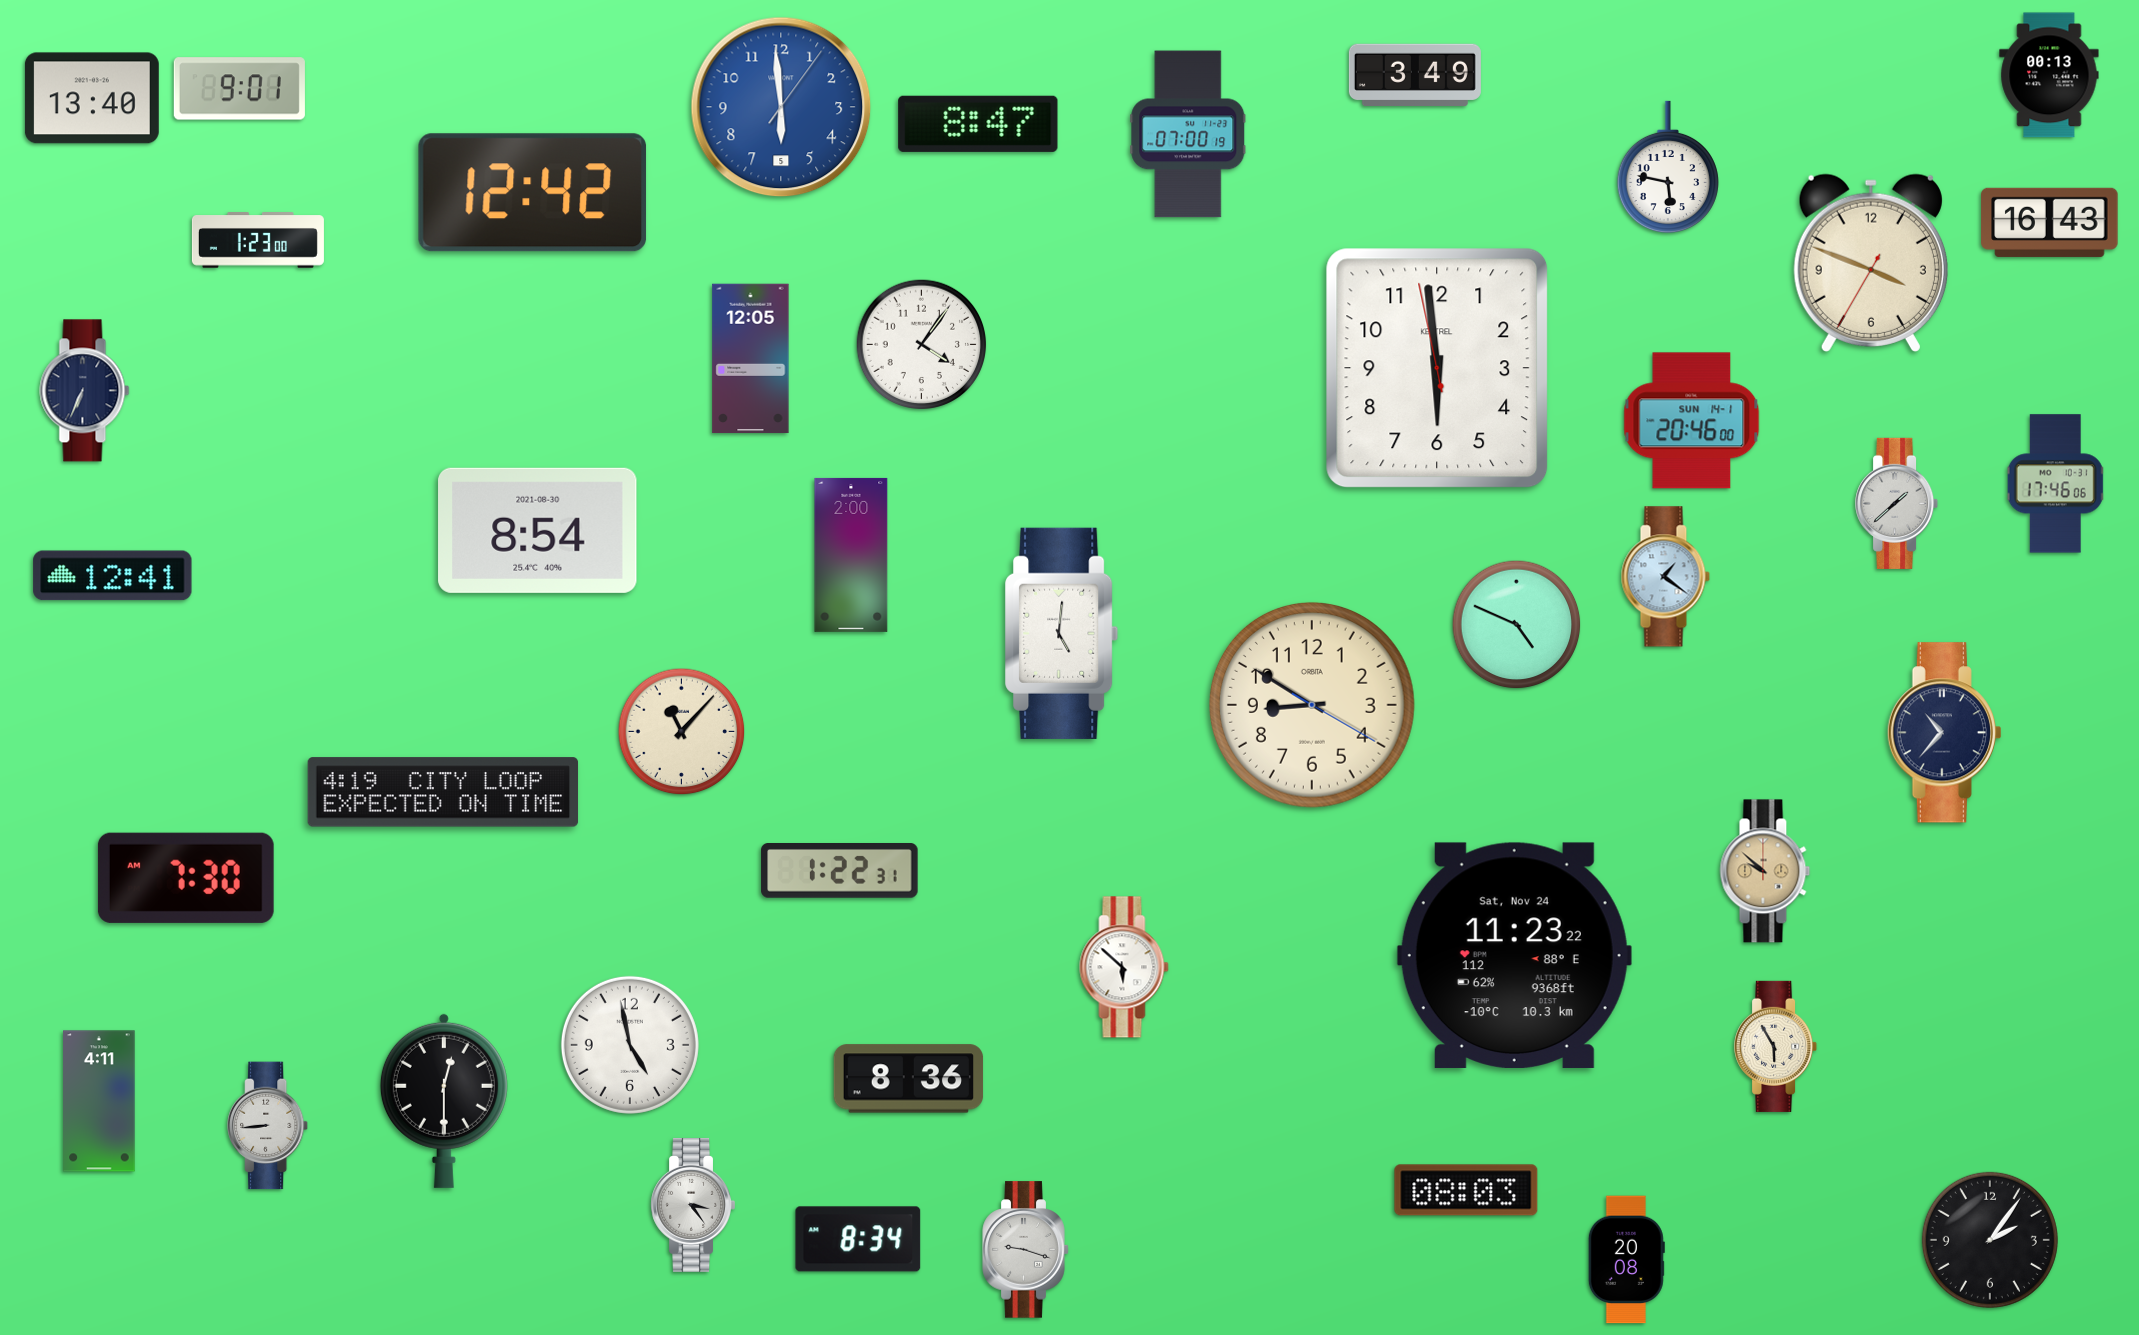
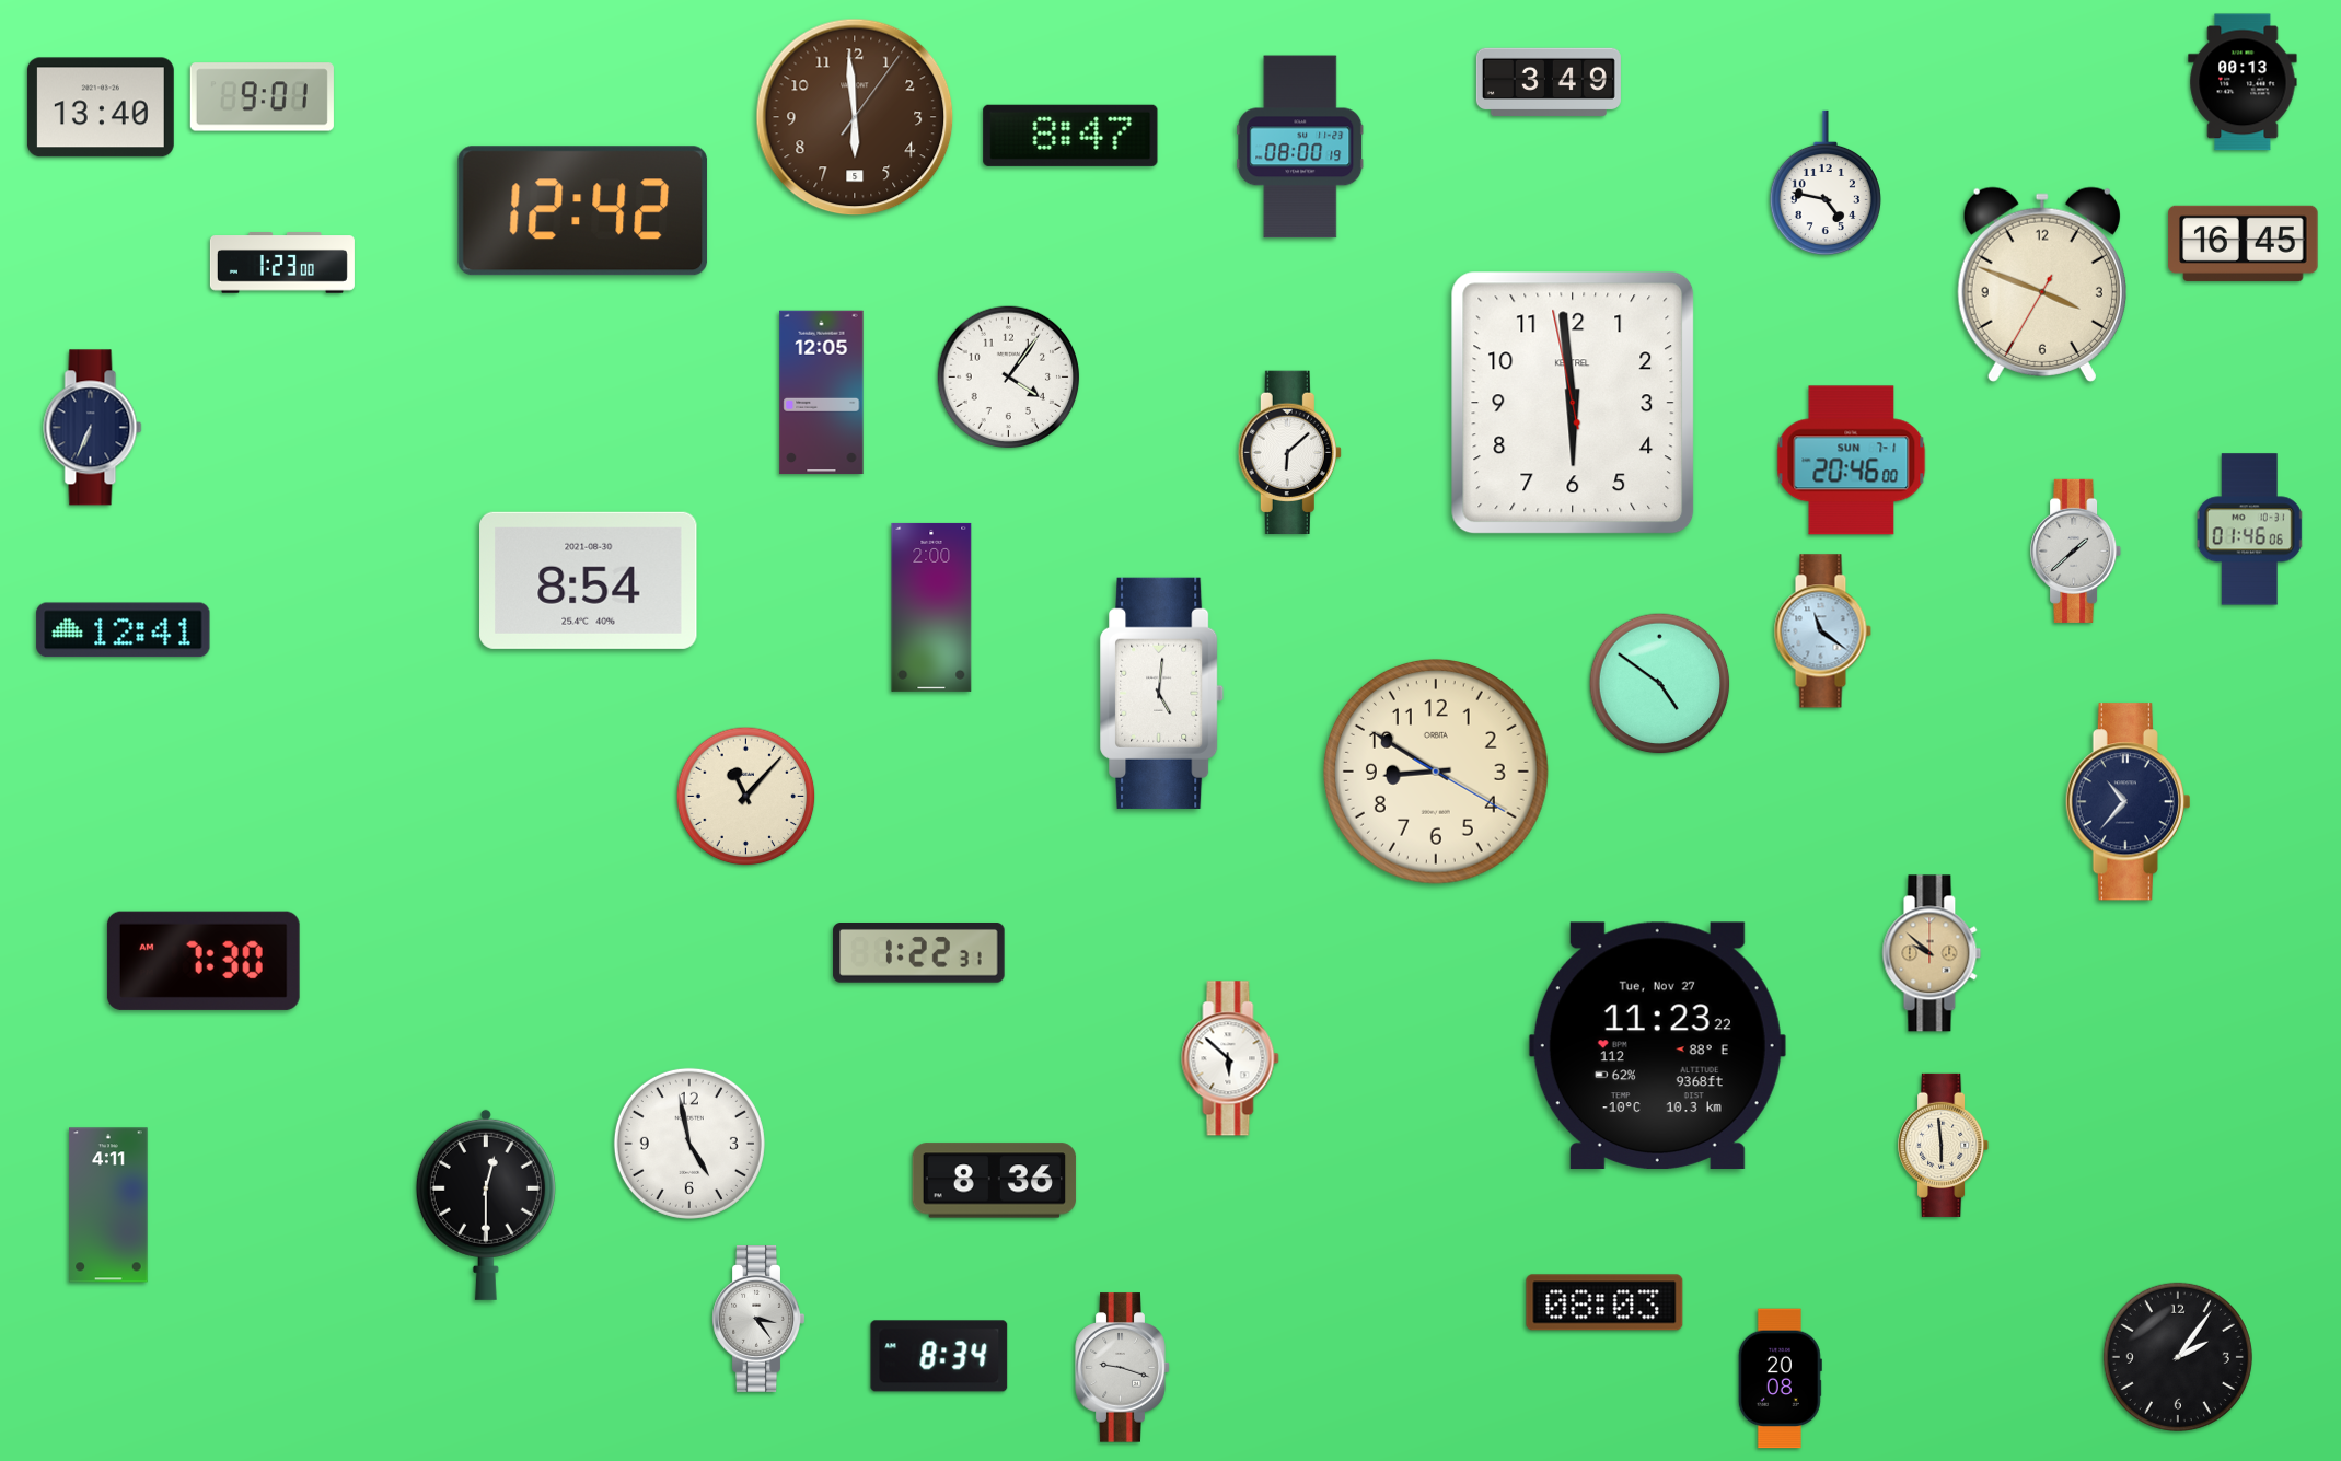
clock at (781, 107) dial: blue -> brown
clock at (1188, 134): 07:00 -> 08:00
clock at (1668, 167): 5:47 -> 4:47
clock at (2050, 222): 16:43 -> 16:45
clock at (1871, 263) position: (1871, 263) -> (2042, 285)
clock at (1289, 452): none -> 6:08
clock at (1692, 421) date: SUN 14-1 -> SUN 7-1
clock at (2056, 484): 17:46 -> 01:46
clock at (1665, 577): 1:21 -> 11:21
clock at (1517, 625): 4:49 -> 4:51
clock at (682, 732) position: (682, 732) -> (746, 797)
clock at (443, 792): 4:19 -> none
clock at (1514, 955) date: Sat, Nov 24 -> Tue, Nov 27
clock at (1776, 1046): 5:55 -> 5:59
clock at (269, 1126): 8:44 -> none
